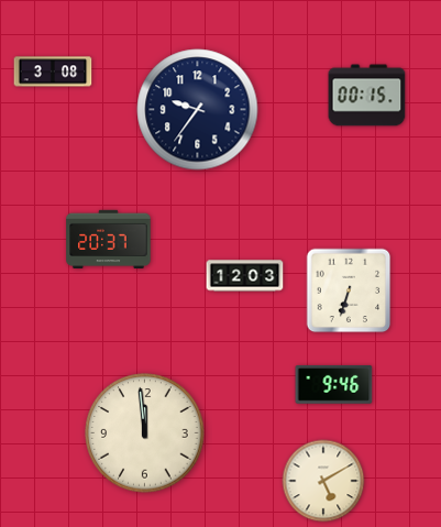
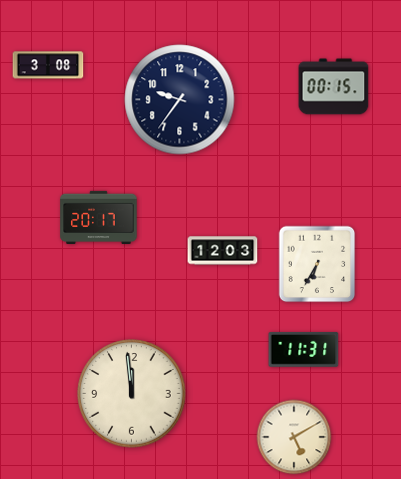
clock at (109, 239): 20:37 -> 20:17
clock at (349, 290): 6:33 -> 6:35
clock at (334, 384): 9:46 -> 11:31
